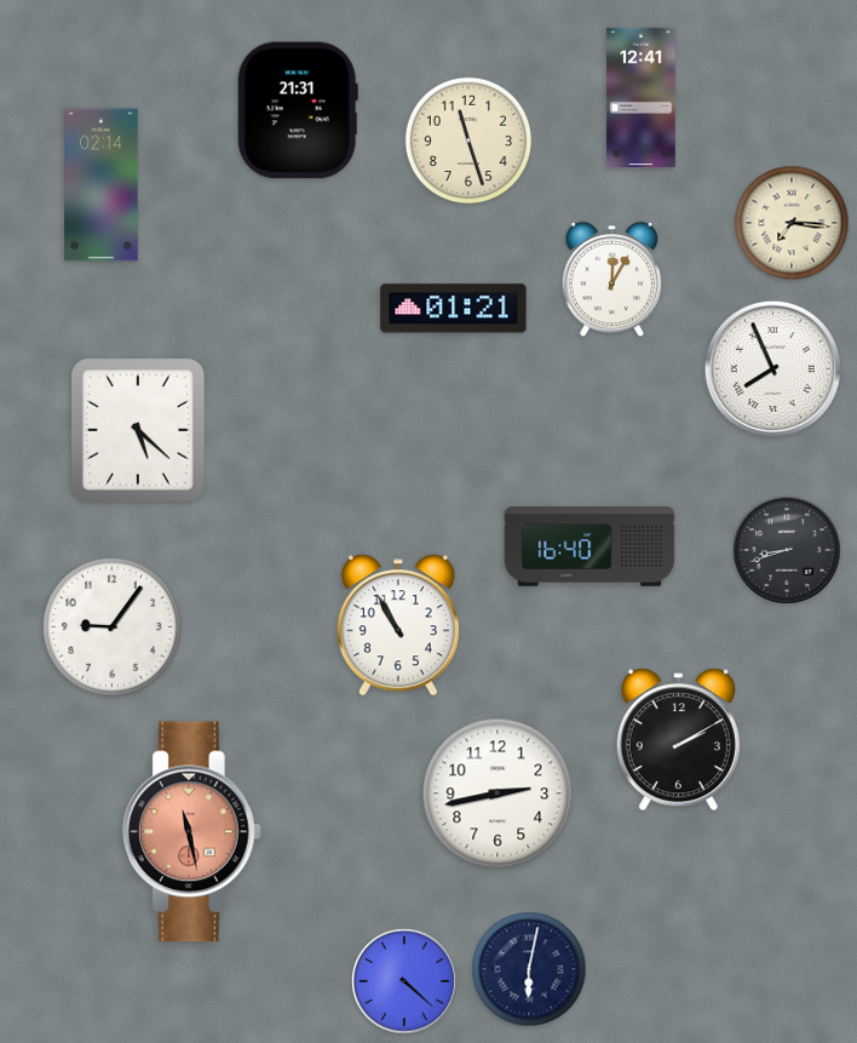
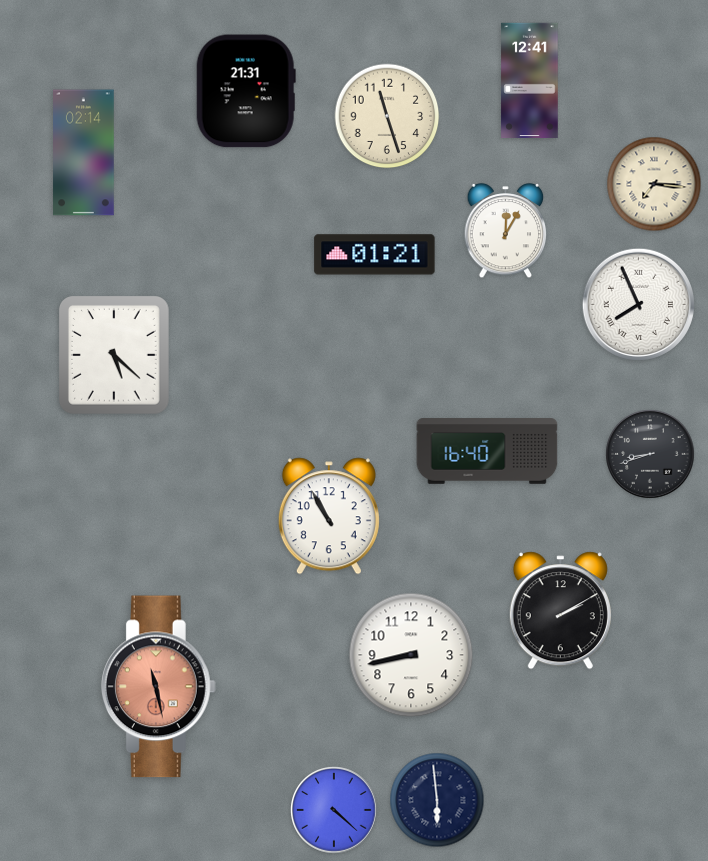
clock at (113, 627): 9:06 -> none
clock at (497, 793): 2:43 -> 8:43
clock at (529, 969): 6:02 -> 5:59
